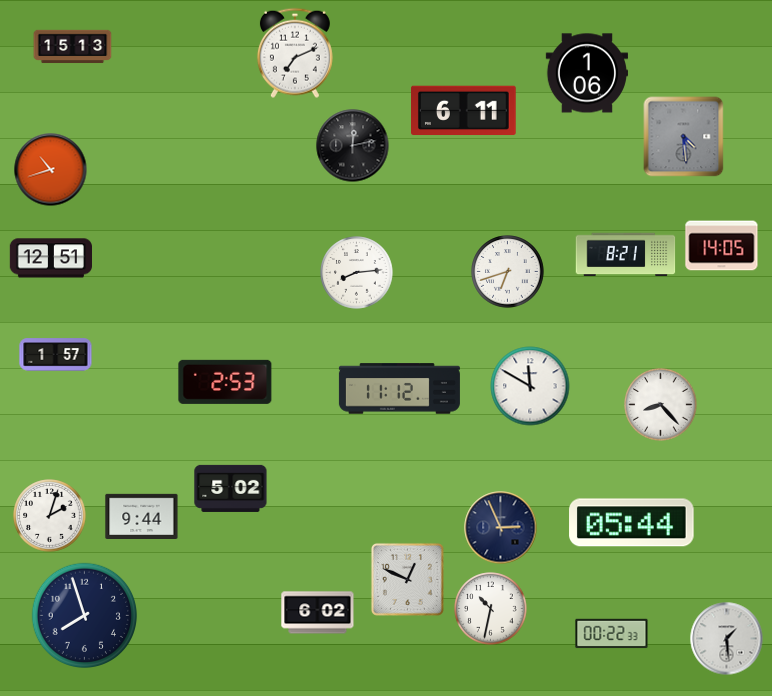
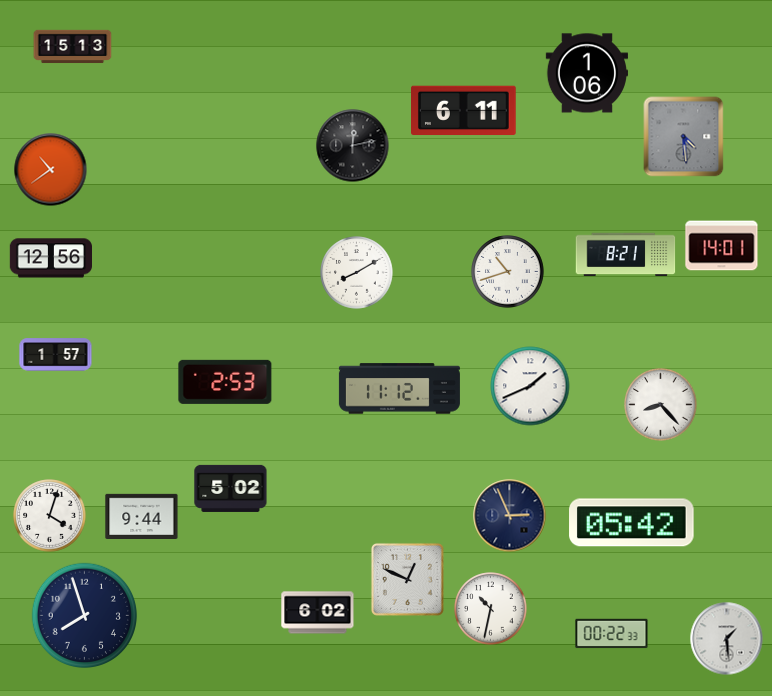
clock at (295, 53): 7:11 -> none
clock at (51, 170): 10:42 -> 10:39
clock at (722, 246): 14:05 -> 14:01
clock at (50, 258): 12:51 -> 12:56
clock at (508, 272): 6:42 -> 10:42
clock at (357, 273): 8:14 -> 8:10
clock at (530, 386): 11:50 -> 1:41
clock at (50, 516): 2:03 -> 4:03
clock at (632, 523): 05:44 -> 05:42
clock at (501, 528) position: (501, 528) -> (510, 516)
